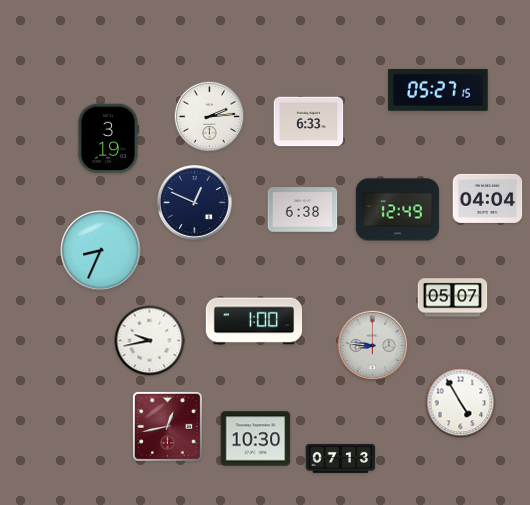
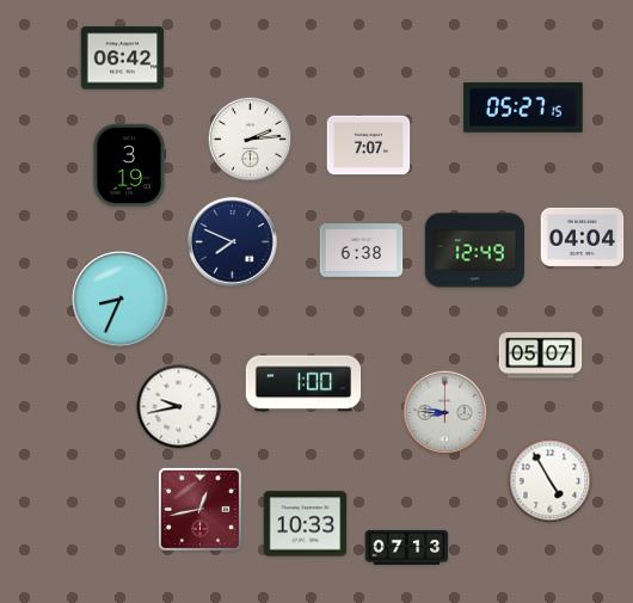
clock at (123, 59): none -> 06:42
clock at (309, 122): 6:33 -> 7:07
clock at (195, 203): 12:49 -> 7:49
clock at (256, 439): 10:30 -> 10:33
